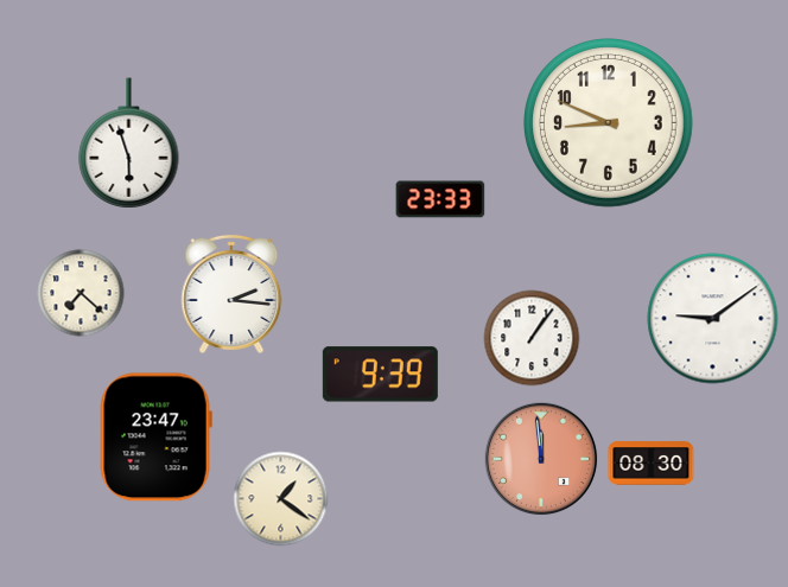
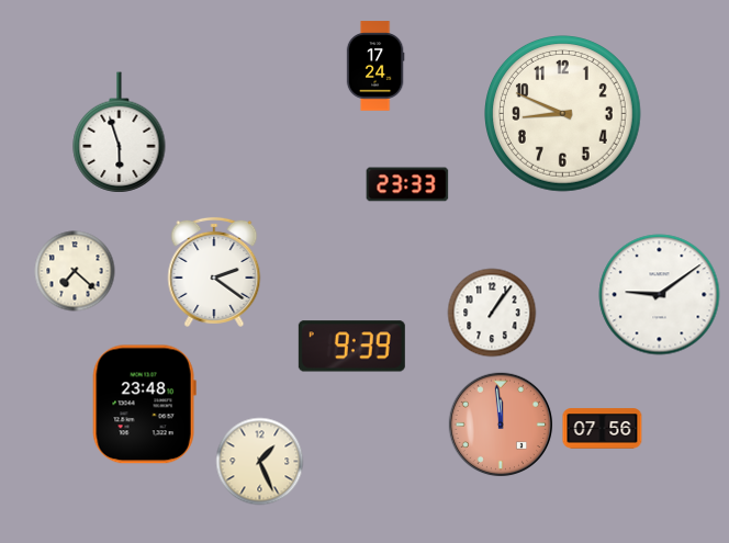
clock at (375, 66): none -> 17:24
clock at (231, 294): 2:16 -> 2:21
clock at (155, 438): 23:47 -> 23:48
clock at (652, 464): 08:30 -> 07:56
clock at (281, 499): 1:21 -> 1:26
